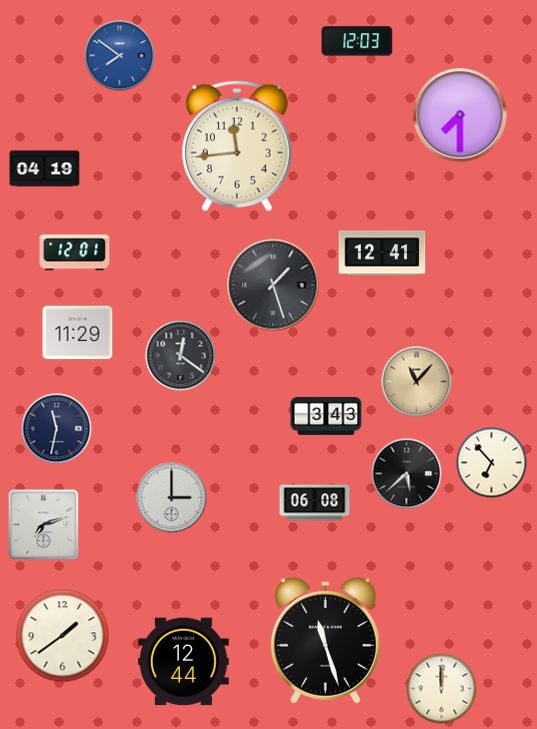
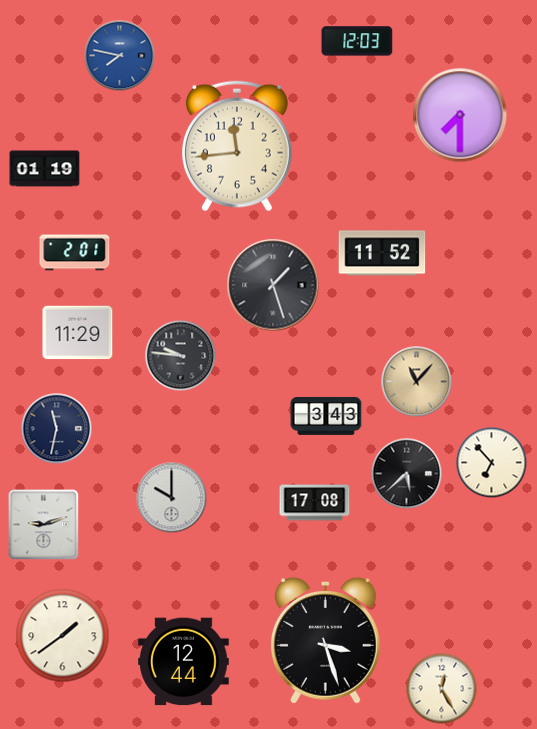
clock at (120, 56): 7:51 -> 7:47
clock at (45, 169): 04:19 -> 01:19
clock at (75, 253): 12:01 -> 2:01
clock at (382, 253): 12:41 -> 11:52
clock at (181, 356): 12:21 -> 9:46
clock at (172, 498): 3:00 -> 10:00
clock at (315, 503): 06:08 -> 17:08
clock at (44, 525): 7:12 -> 9:12
clock at (325, 641): 11:27 -> 3:27
clock at (442, 689): 12:00 -> 12:25
